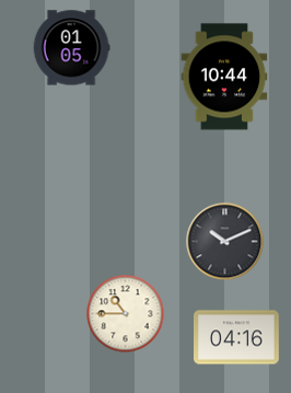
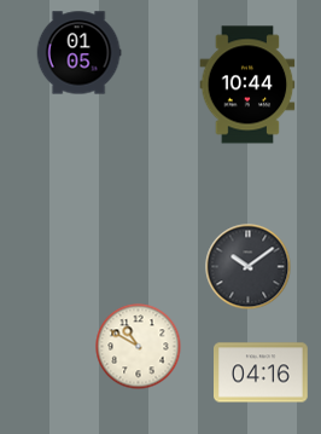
clock at (225, 242): 10:11 -> 10:09
clock at (126, 314): 10:45 -> 10:50
